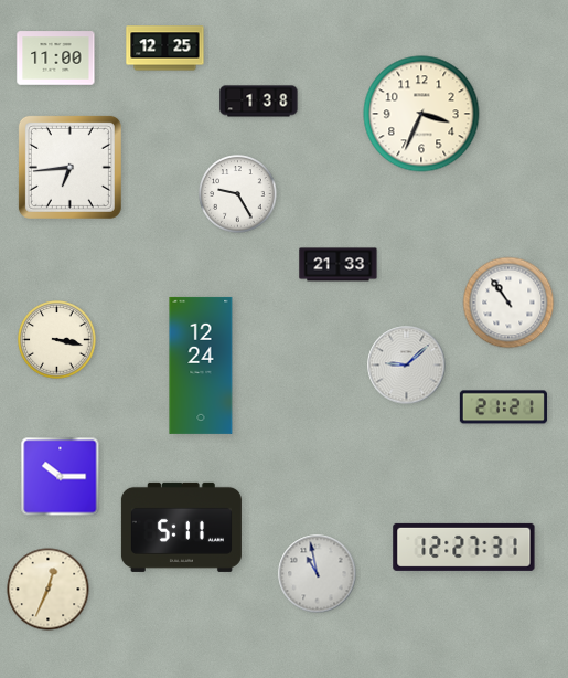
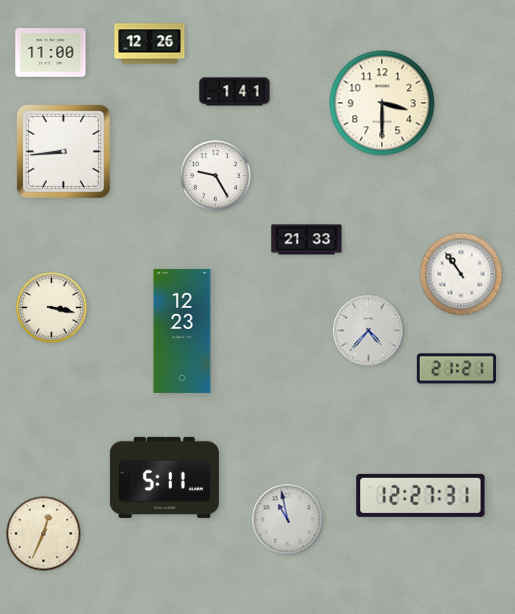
clock at (165, 49): 12:25 -> 12:26
clock at (259, 102): 1:38 -> 1:41
clock at (421, 114): 3:34 -> 3:30
clock at (69, 167): 6:44 -> 8:44
clock at (201, 366): 12:24 -> 12:23
clock at (407, 366): 9:08 -> 4:37
clock at (61, 477): 10:15 -> none
